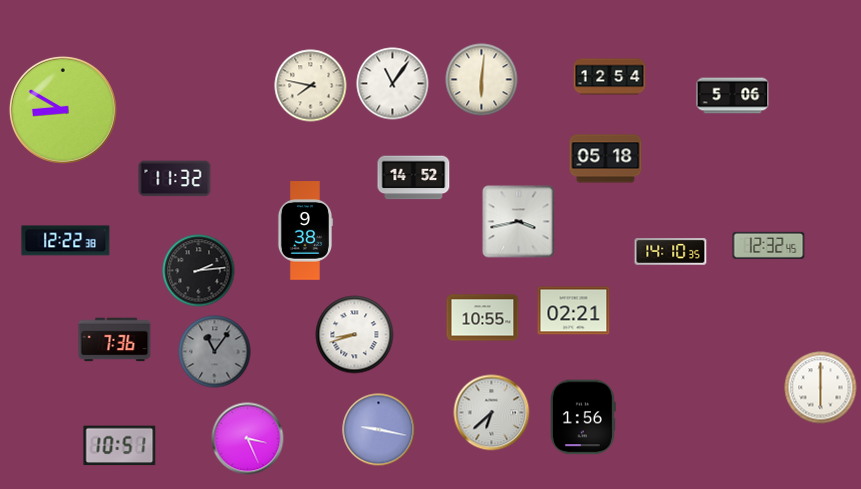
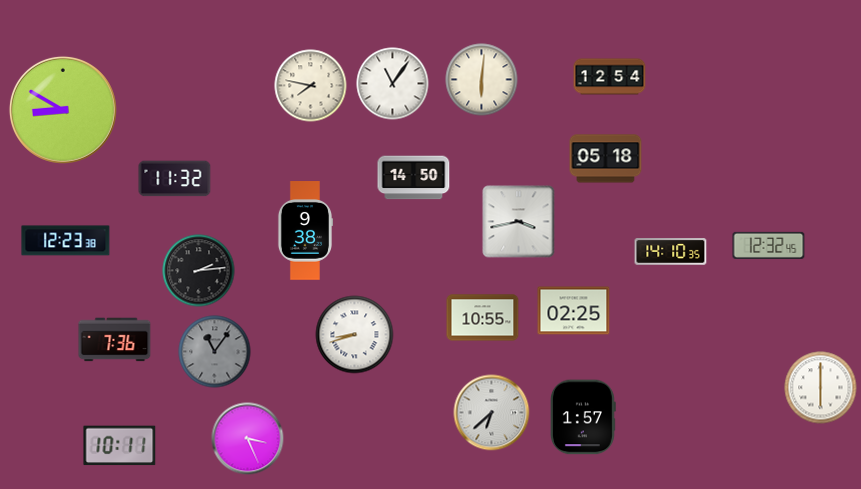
clock at (733, 96): 5:06 -> none
clock at (414, 178): 14:52 -> 14:50
clock at (66, 241): 12:22 -> 12:23
clock at (574, 311): 02:21 -> 02:25
clock at (583, 417): 1:56 -> 1:57
clock at (379, 430): 9:17 -> none
clock at (120, 446): 10:51 -> 10:11
